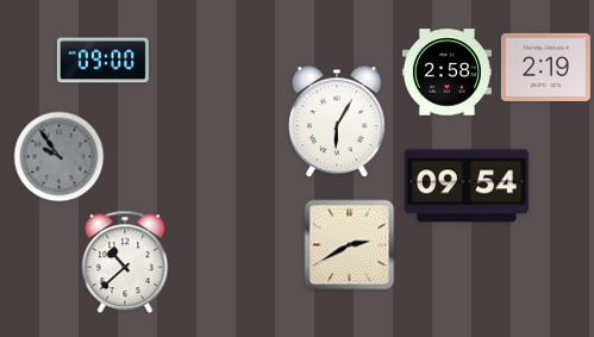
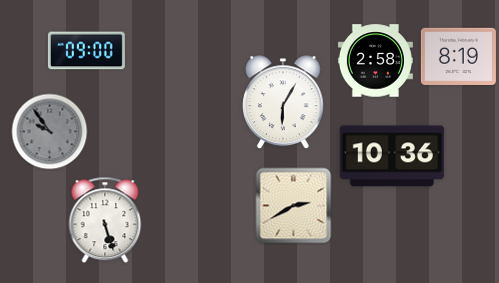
clock at (545, 67): 2:19 -> 8:19
clock at (467, 186): 09:54 -> 10:36
clock at (125, 262): 10:38 -> 5:27
